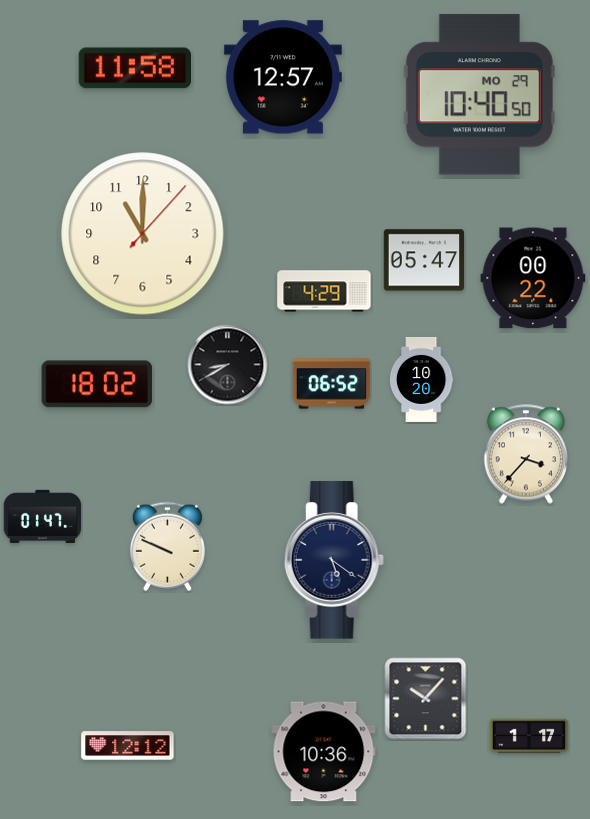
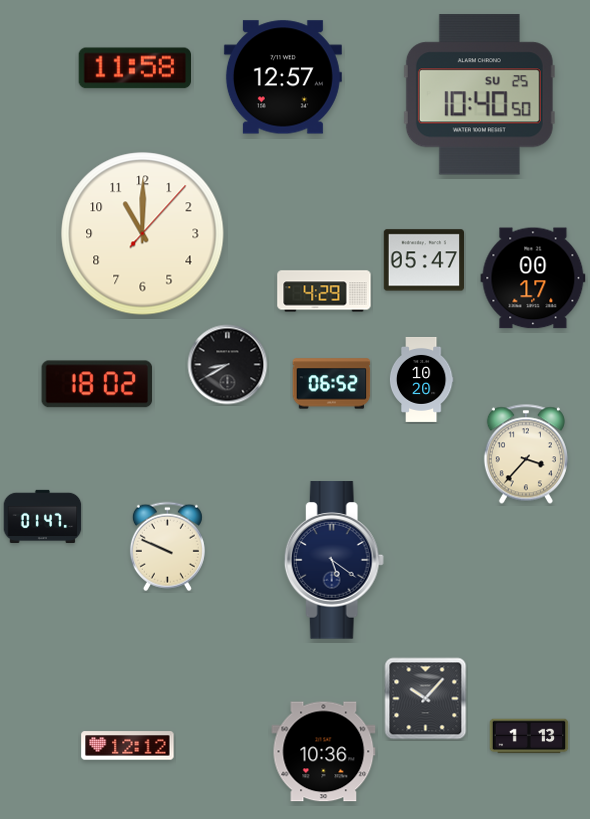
clock at (479, 95) date: MO 29 -> SU 25
clock at (533, 278): 00:22 -> 00:17
clock at (529, 736): 1:17 -> 1:13
